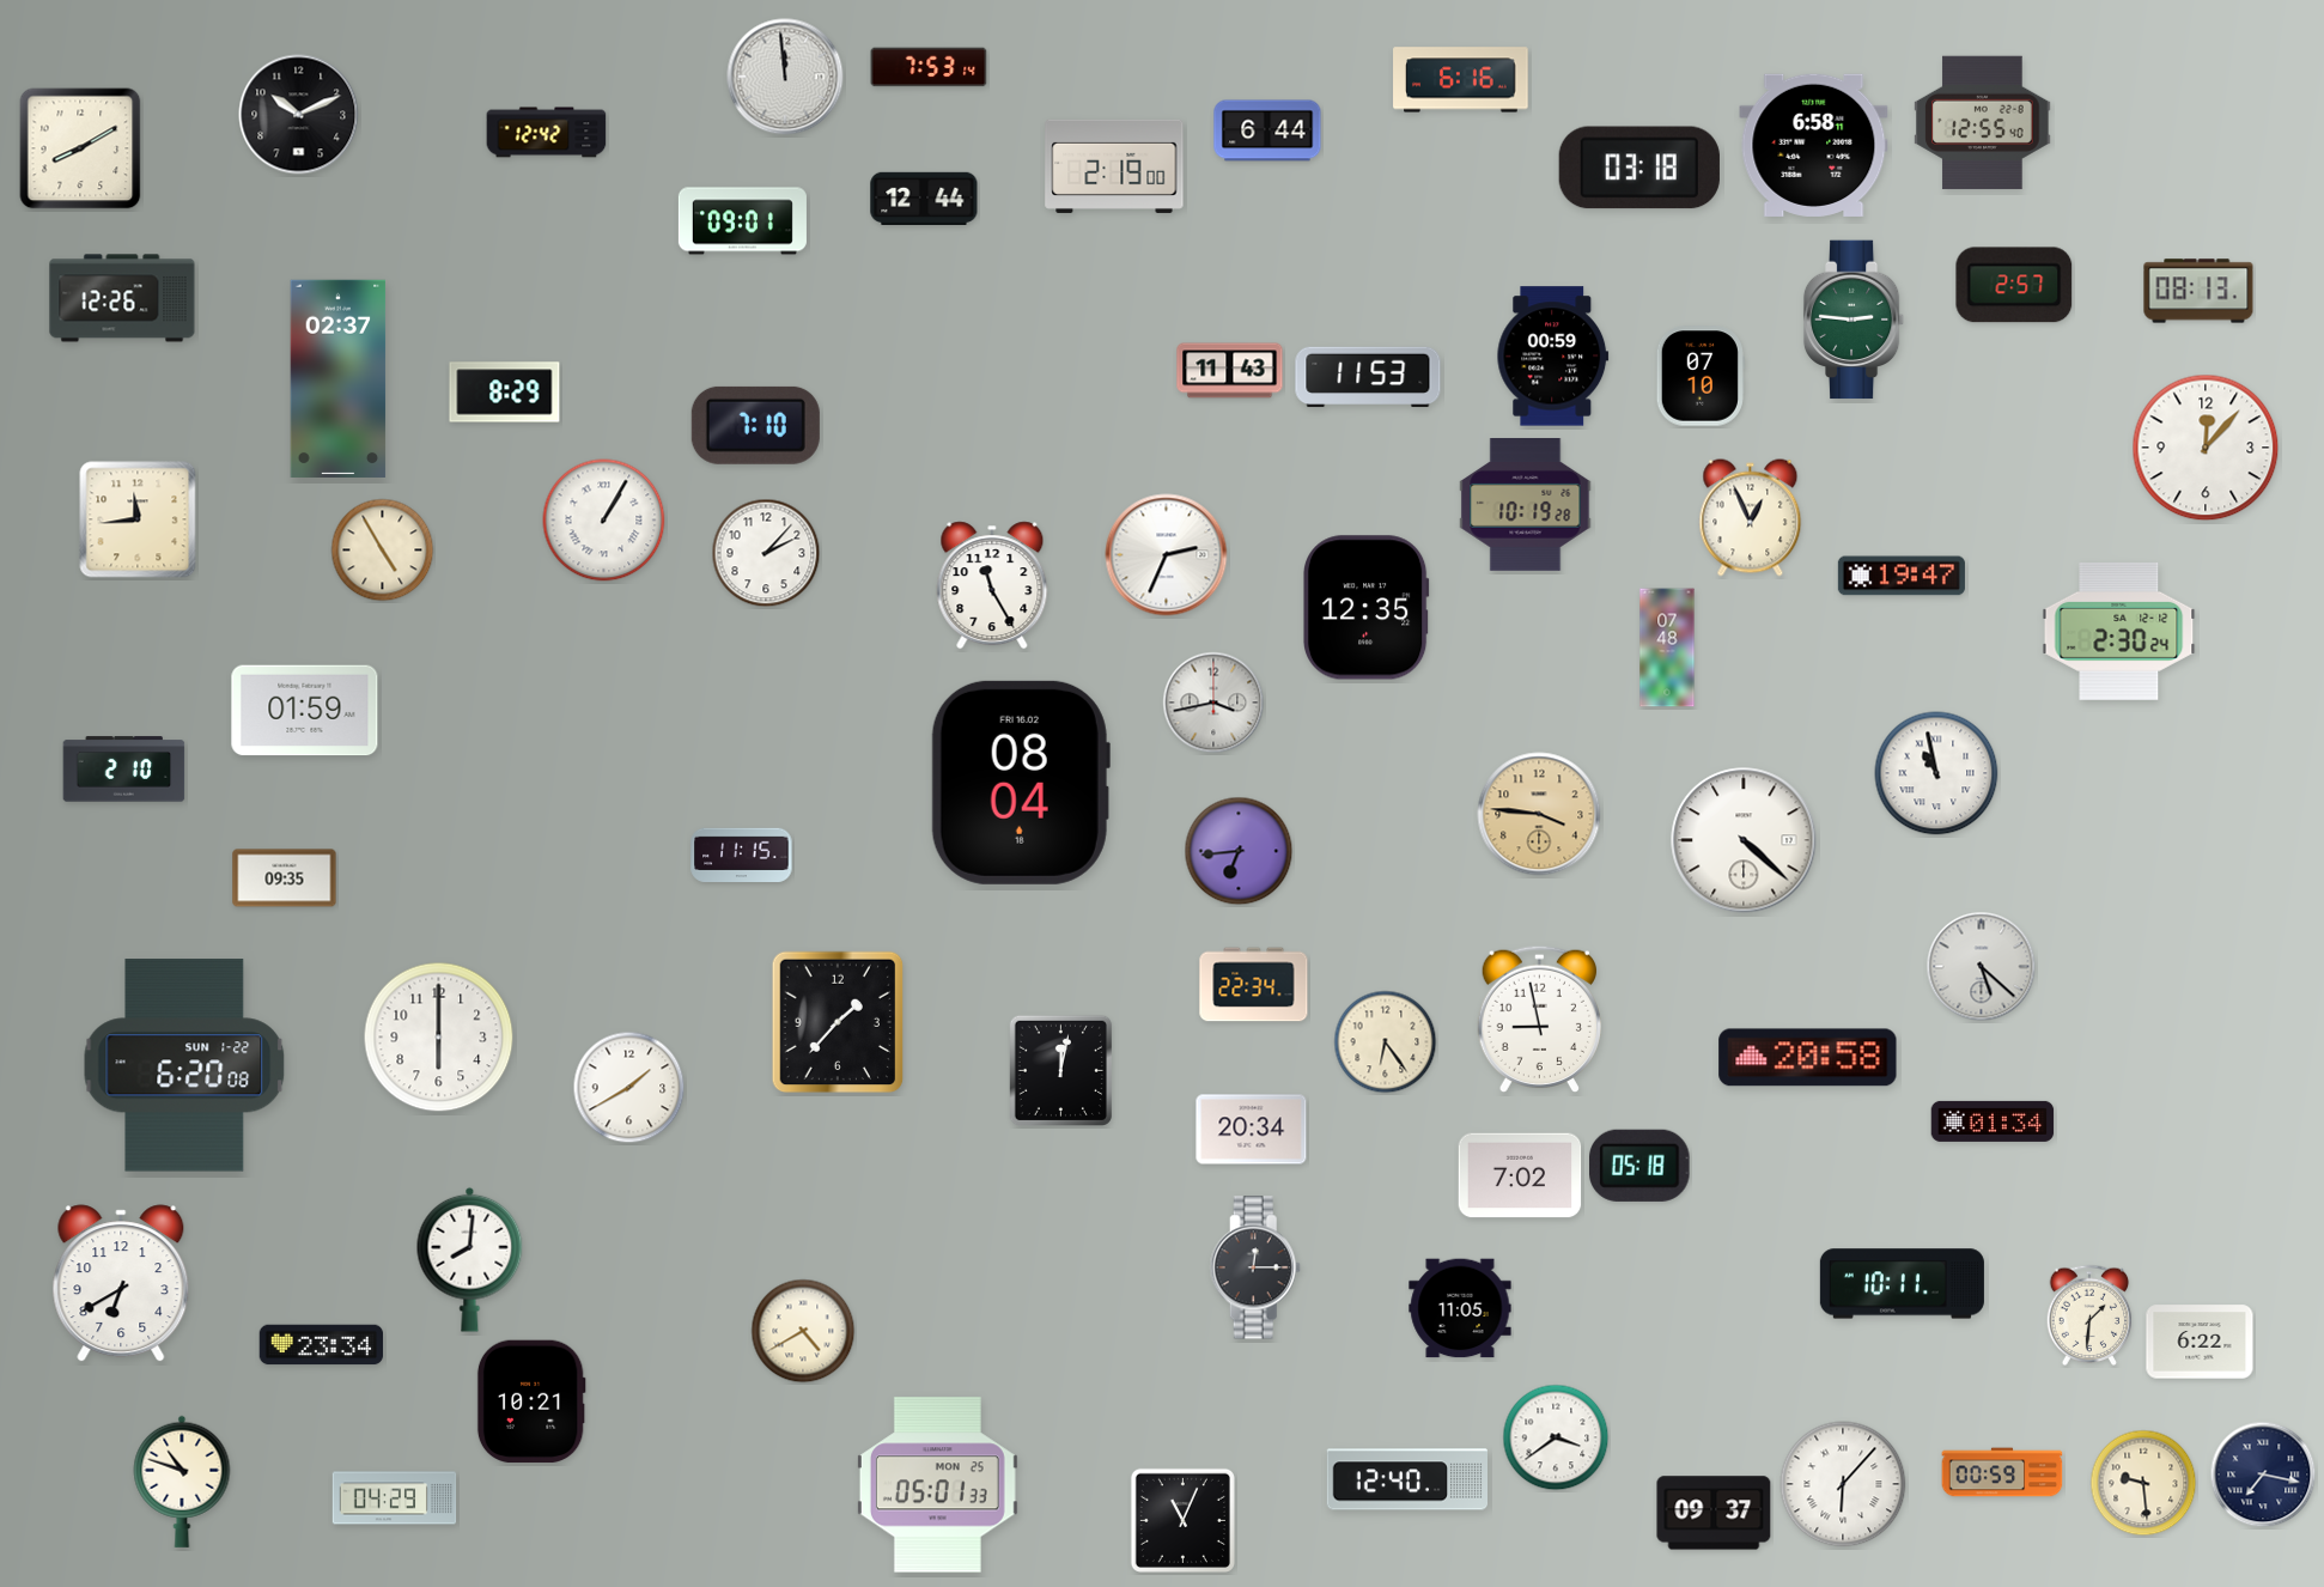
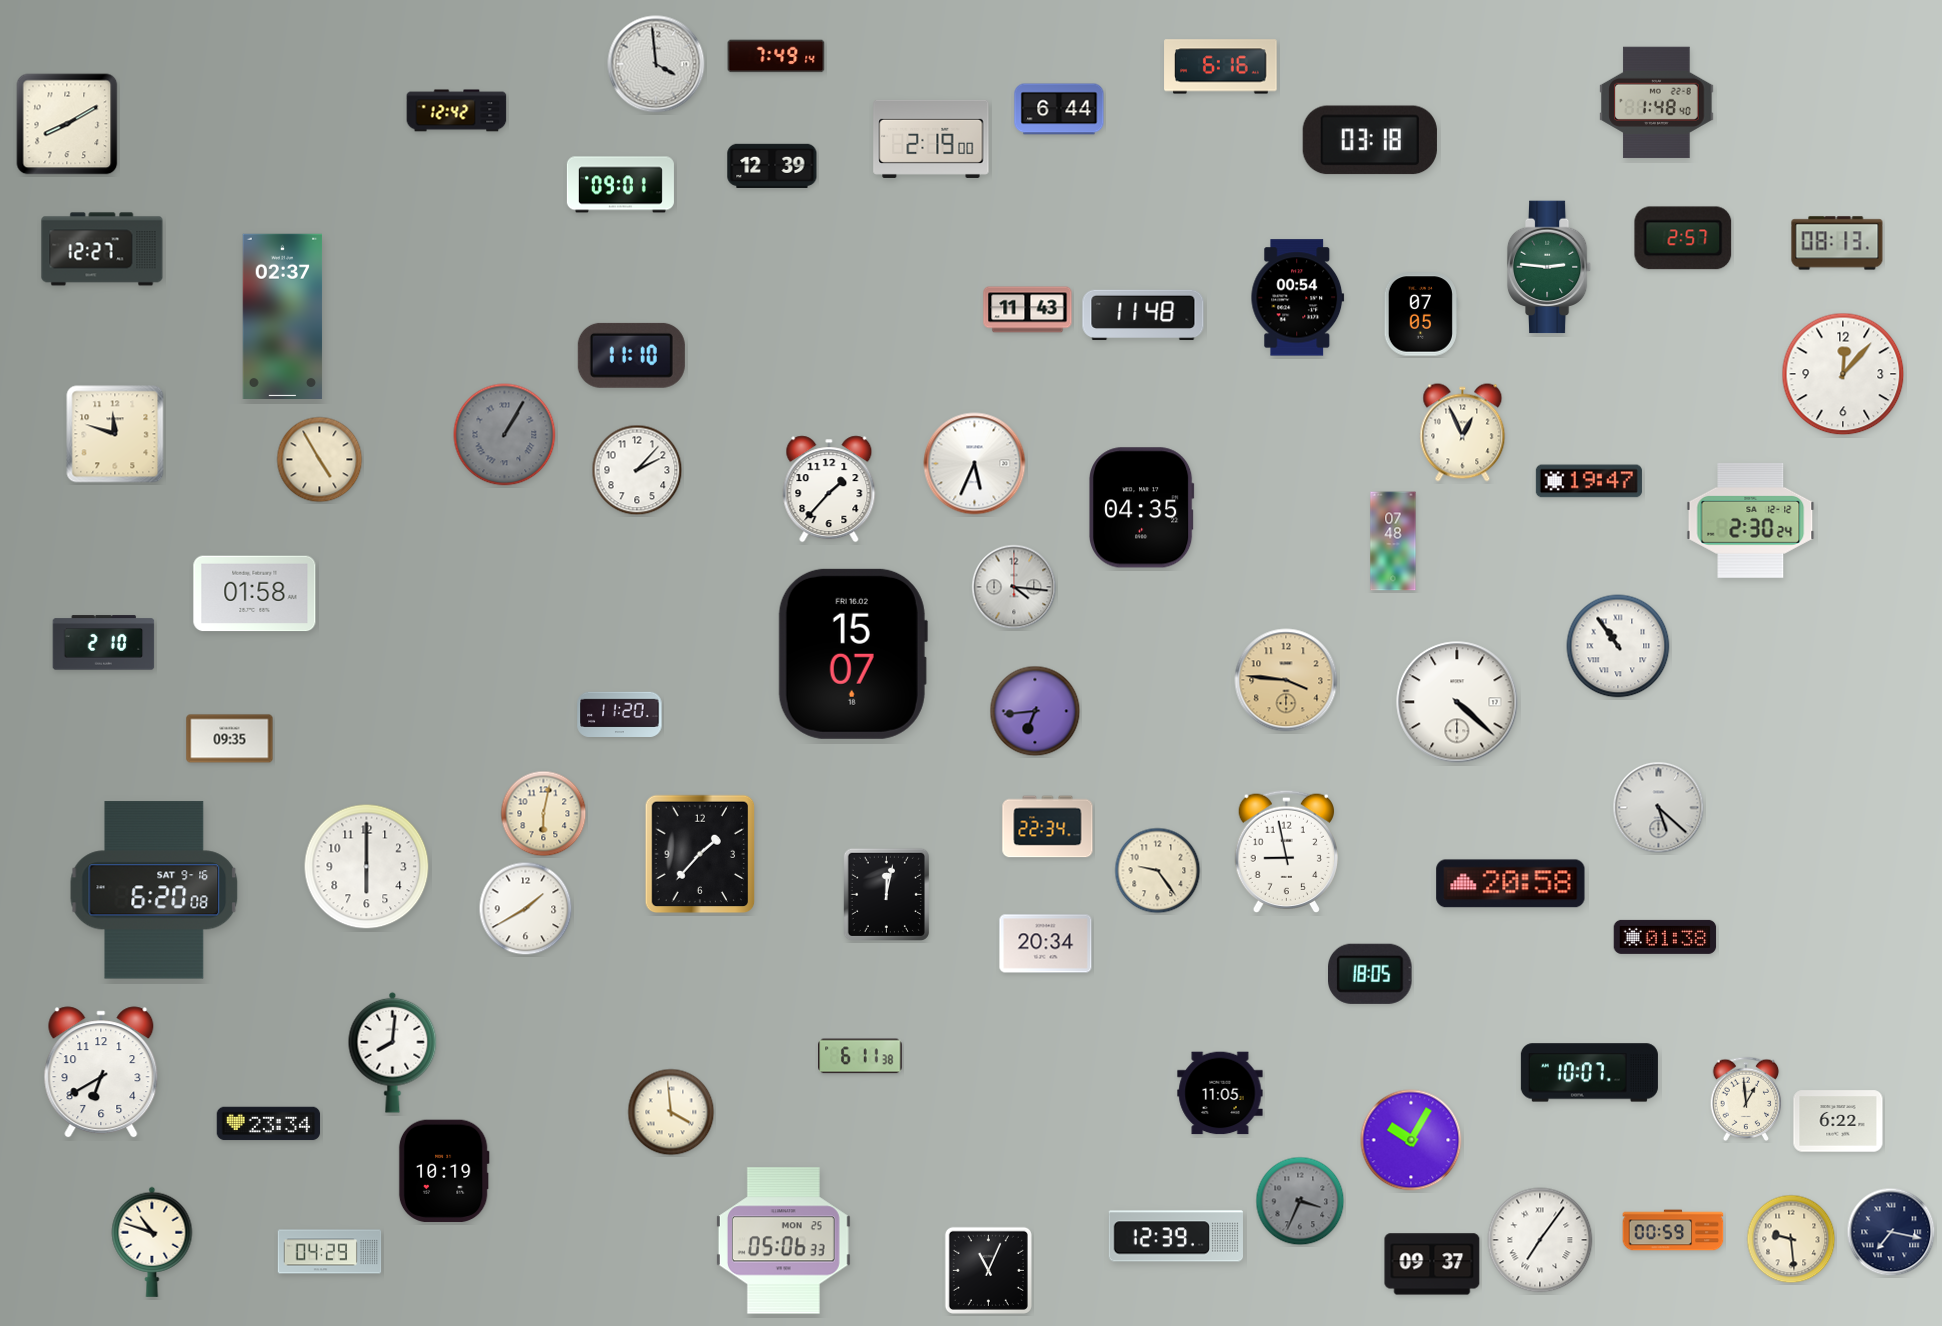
clock at (929, 67): 7:53 -> 7:49
clock at (785, 77): 11:59 -> 3:59
clock at (299, 115): 10:11 -> none
clock at (1983, 123): 12:55 -> 1:48
clock at (1814, 145): 6:58 -> none
clock at (924, 199): 12:44 -> 12:39
clock at (122, 298): 12:26 -> 12:27
clock at (1553, 357): 00:59 -> 00:54
clock at (1701, 376): 07:10 -> 07:05
clock at (1368, 377): 11:53 -> 11:48
clock at (505, 393): 8:29 -> none
clock at (755, 425): 7:10 -> 11:10
clock at (1526, 505): 10:19 -> none
clock at (138, 519): 11:44 -> 11:48
clock at (604, 521) dial: white -> grey
clock at (766, 553) position: (766, 553) -> (637, 470)
clock at (1167, 555): 2:34 -> 5:34
clock at (992, 585): 11:25 -> 1:37
clock at (1367, 608): 12:35 -> 04:35
clock at (2119, 631) position: (2119, 631) -> (1751, 520)
clock at (1213, 703): 3:43 -> 4:16
clock at (305, 711): 01:59 -> 01:58
clock at (1936, 773): 10:58 -> 10:54
clock at (1021, 783): 08:04 -> 15:07
clock at (742, 855): 11:15 -> 11:20
clock at (285, 878) position: (285, 878) -> (230, 739)
clock at (1982, 967) position: (1982, 967) -> (1659, 808)
clock at (544, 814): none -> 6:02
clock at (1254, 985) position: (1254, 985) -> (1048, 827)
clock at (1386, 1042): 6:24 -> 9:24
clock at (184, 1065) date: SUN 1-22 -> SAT 9-16
clock at (1993, 1121): 01:34 -> 01:38
clock at (1639, 1166): 05:18 -> 18:05
clock at (1520, 1175): 7:02 -> none
clock at (860, 1056): none -> 6:11
clock at (1255, 1267): 12:15 -> none
clock at (1902, 1284): 10:11 -> 10:07
clock at (2089, 1314): 1:31 -> 12:59
clock at (803, 1331): 4:40 -> 3:59
clock at (1411, 1140): none -> 10:05
clock at (531, 1401): 10:21 -> 10:19
clock at (1556, 1437): 3:39 -> 3:34
clock at (1556, 1437) dial: white -> grey
clock at (1406, 1479): 12:40 -> 12:39
clock at (182, 1482) position: (182, 1482) -> (152, 1242)
clock at (1843, 1484): 6:07 -> 7:06
clock at (937, 1485): 05:01 -> 05:06
